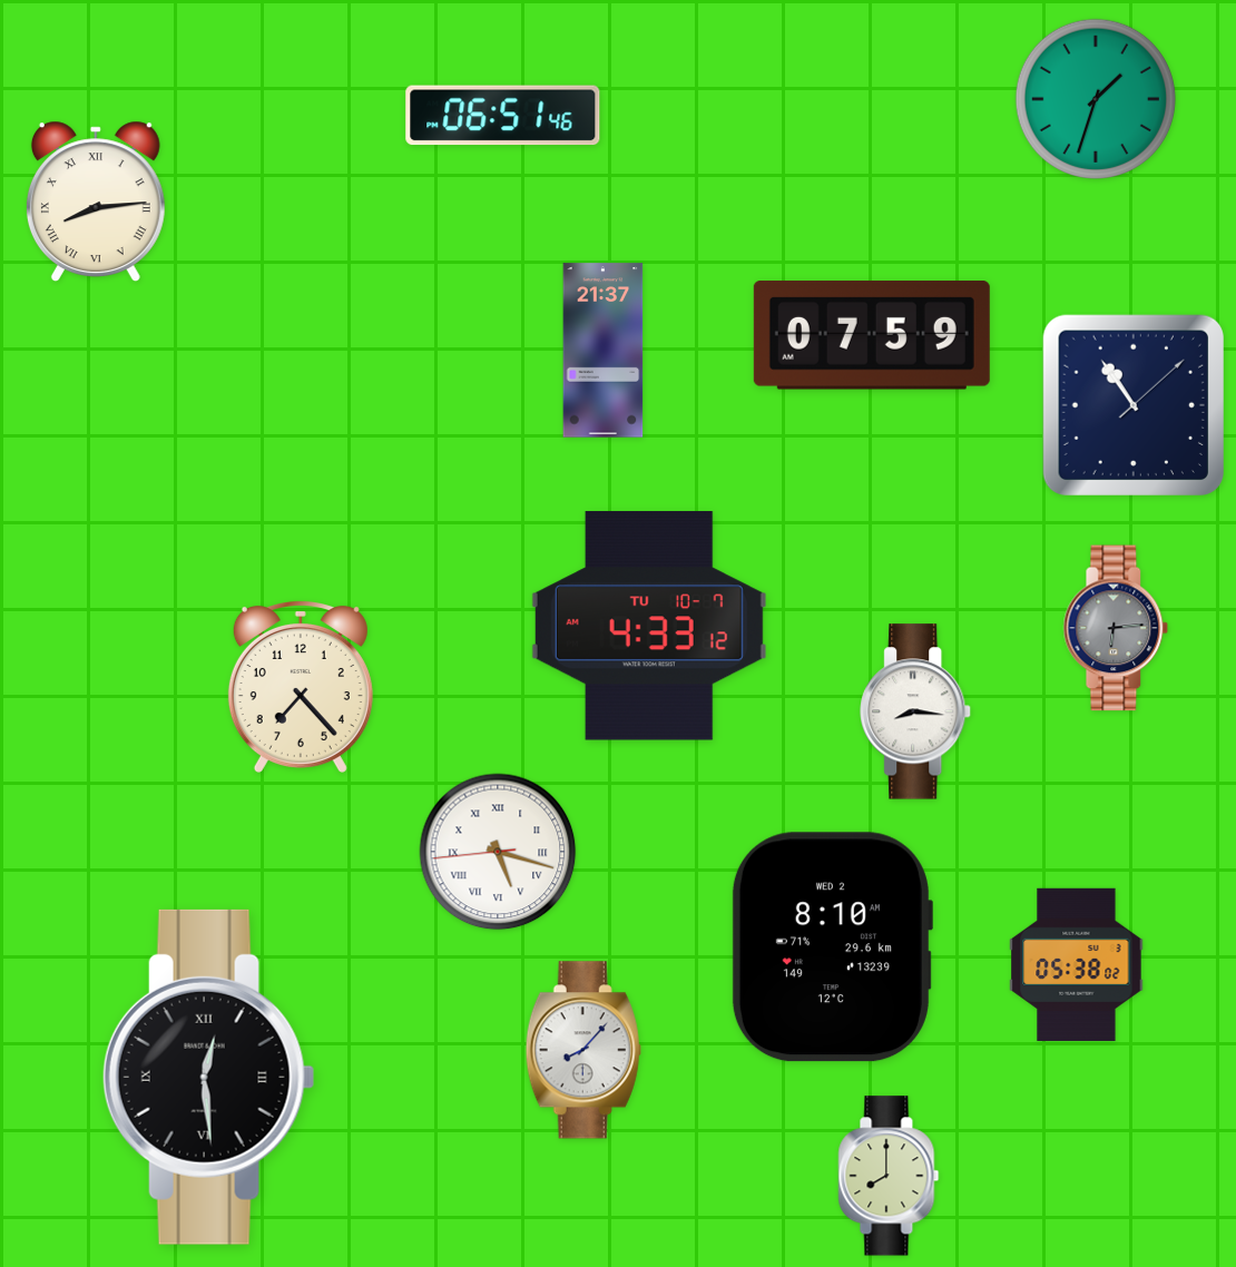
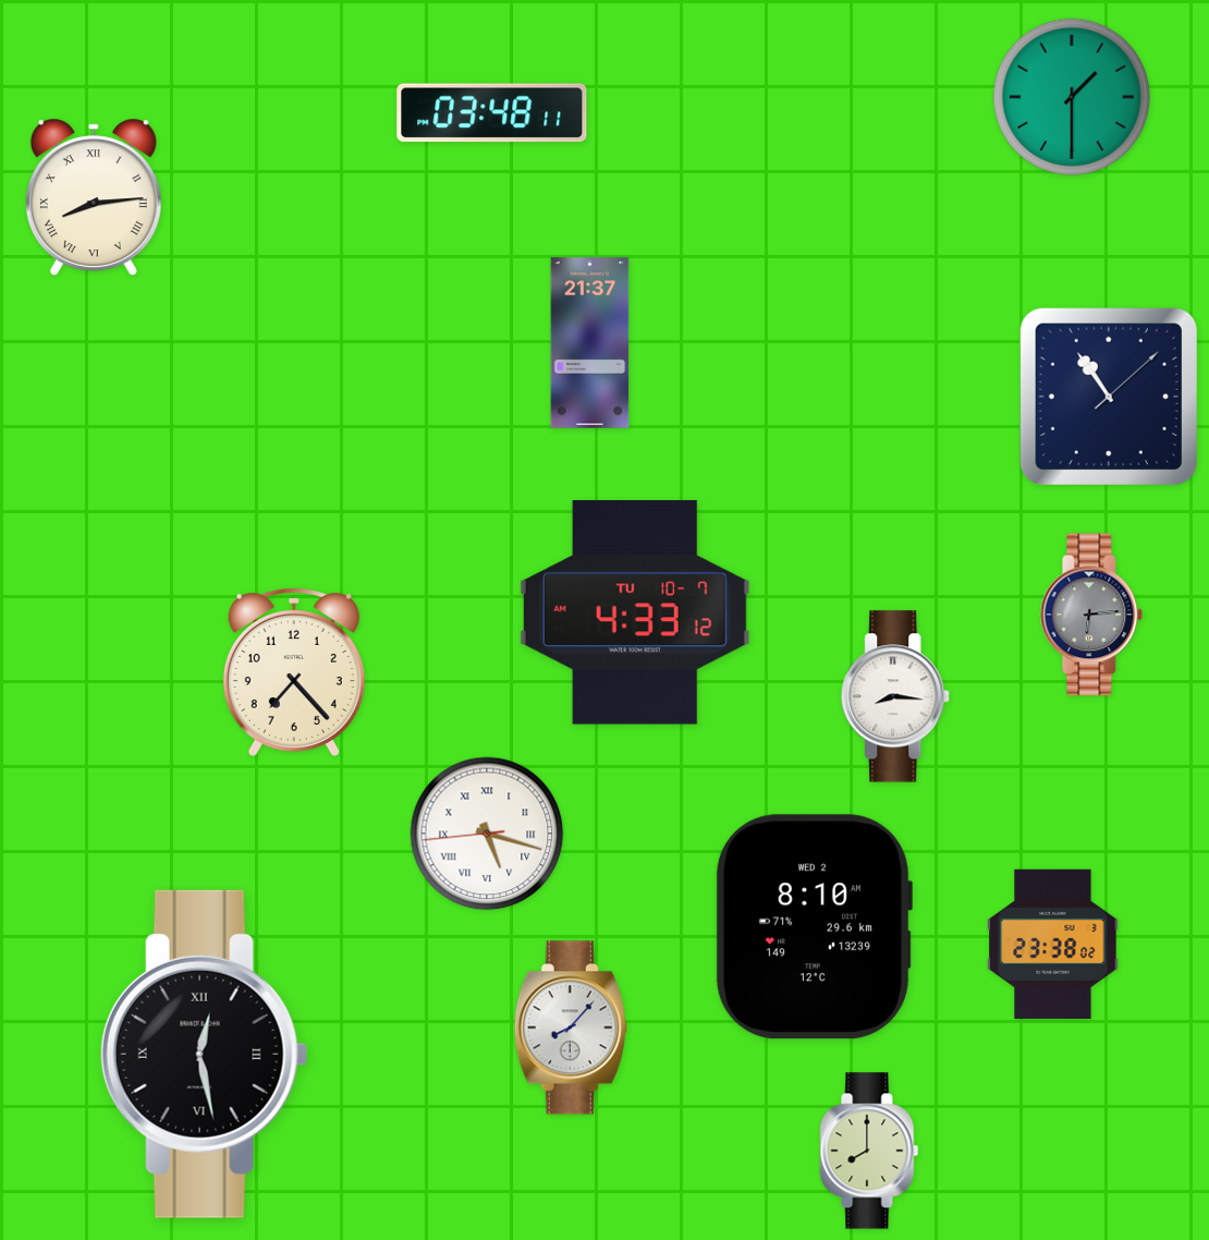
clock at (1096, 99): 1:33 -> 1:30
clock at (503, 116): 06:51 -> 03:48
clock at (872, 335): 07:59 -> none
clock at (1077, 964): 05:38 -> 23:38
clock at (208, 1077): 12:29 -> 12:28
